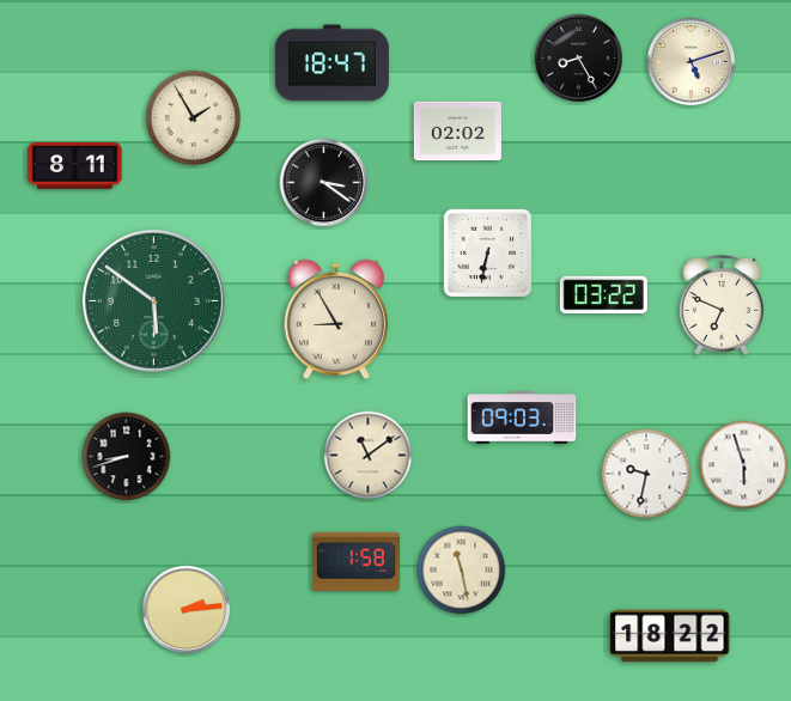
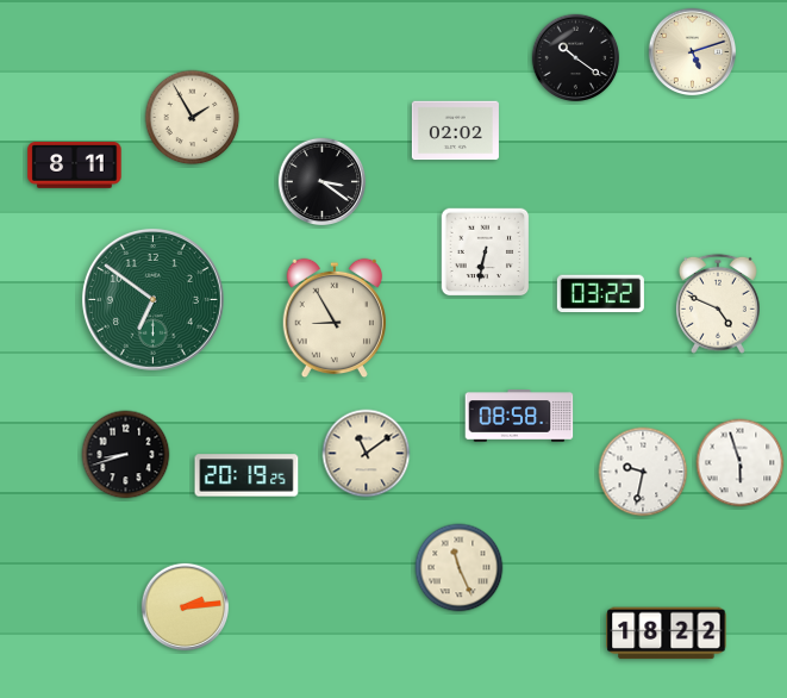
clock at (579, 59): 8:25 -> 10:21
clock at (692, 62) position: (692, 62) -> (693, 52)
clock at (331, 63): 18:47 -> none
clock at (153, 300): 5:51 -> 6:51
clock at (722, 305): 6:49 -> 4:49
clock at (522, 417): 09:03 -> 08:58
clock at (246, 475): none -> 20:19
clock at (355, 561): 1:58 -> none
clock at (462, 571): 11:28 -> 11:26
